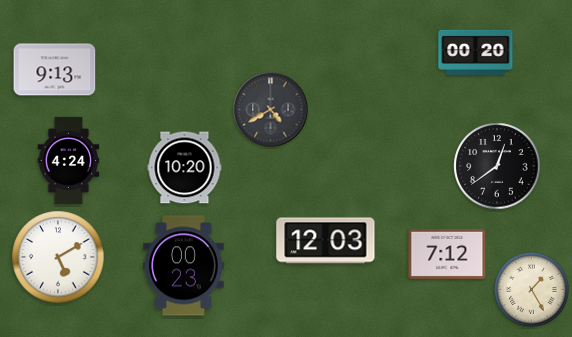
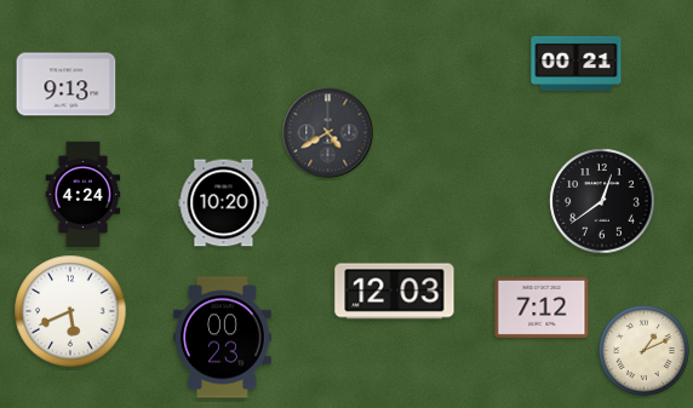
clock at (476, 52): 00:20 -> 00:21
clock at (58, 257): 5:10 -> 5:41
clock at (184, 266) position: (184, 266) -> (223, 338)
clock at (532, 290): 1:25 -> 1:11
